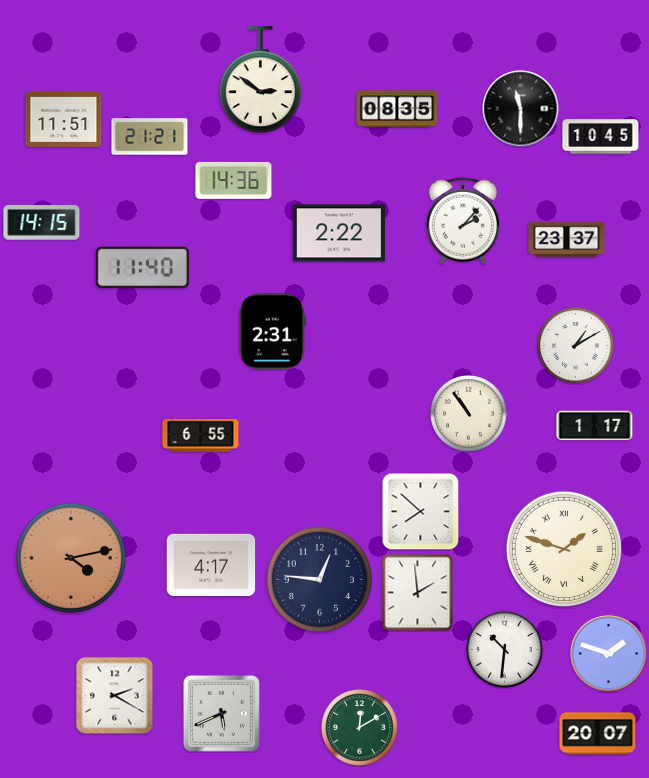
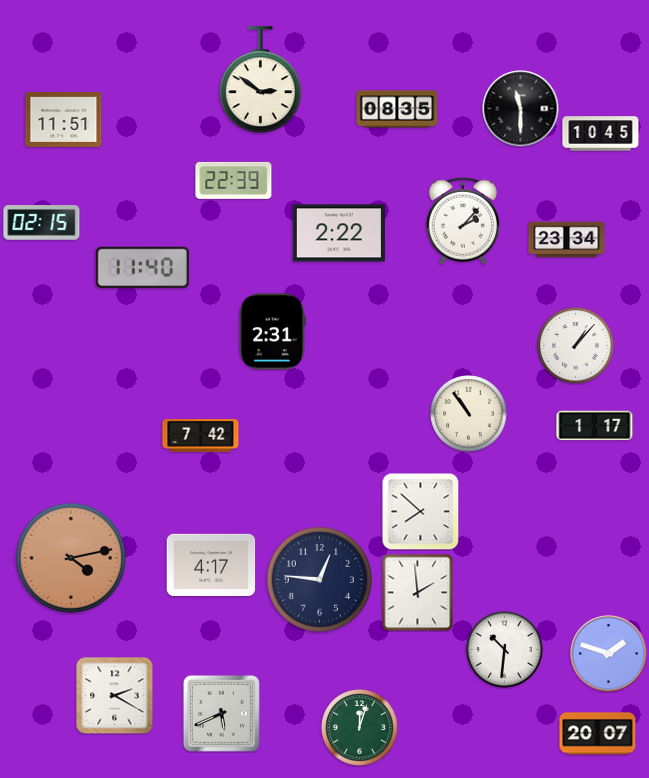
clock at (150, 137): 21:21 -> none
clock at (601, 137) position: (601, 137) -> (601, 134)
clock at (234, 180): 14:36 -> 22:39
clock at (42, 223): 14:15 -> 02:15
clock at (567, 240): 23:37 -> 23:34
clock at (576, 346): 1:10 -> 1:07
clock at (201, 436): 6:55 -> 7:42
clock at (564, 549): 1:48 -> none
clock at (360, 728): 12:10 -> 12:03
